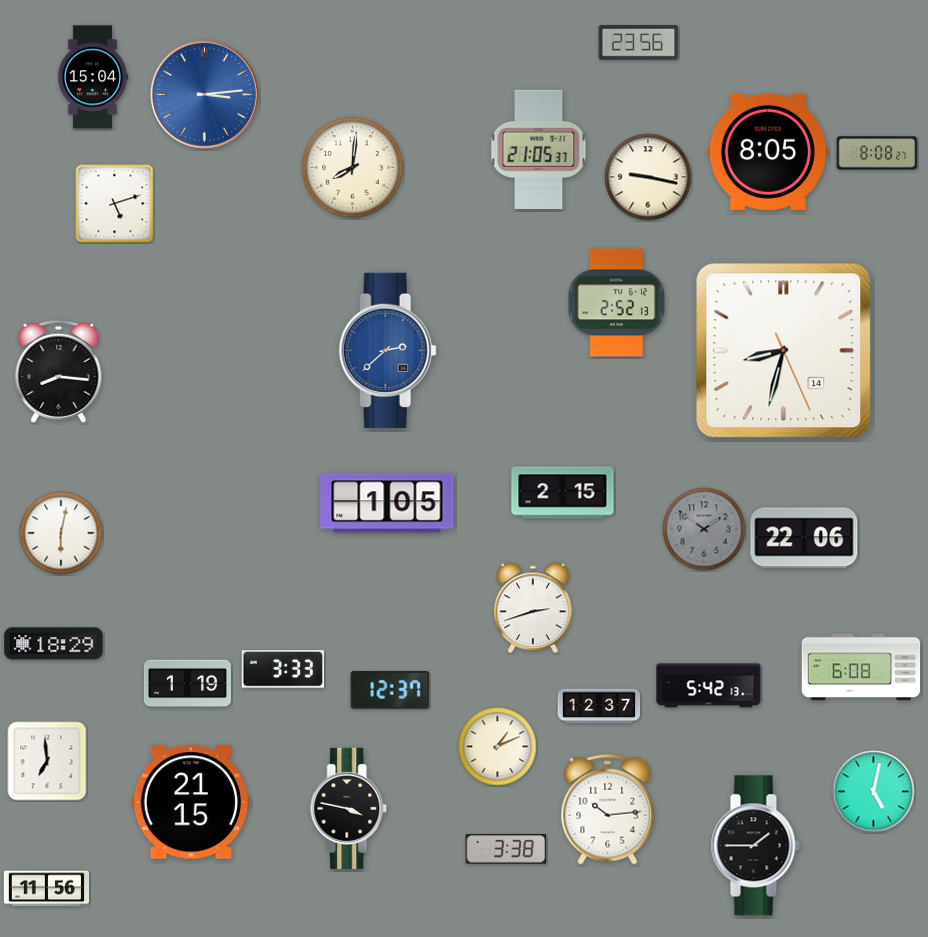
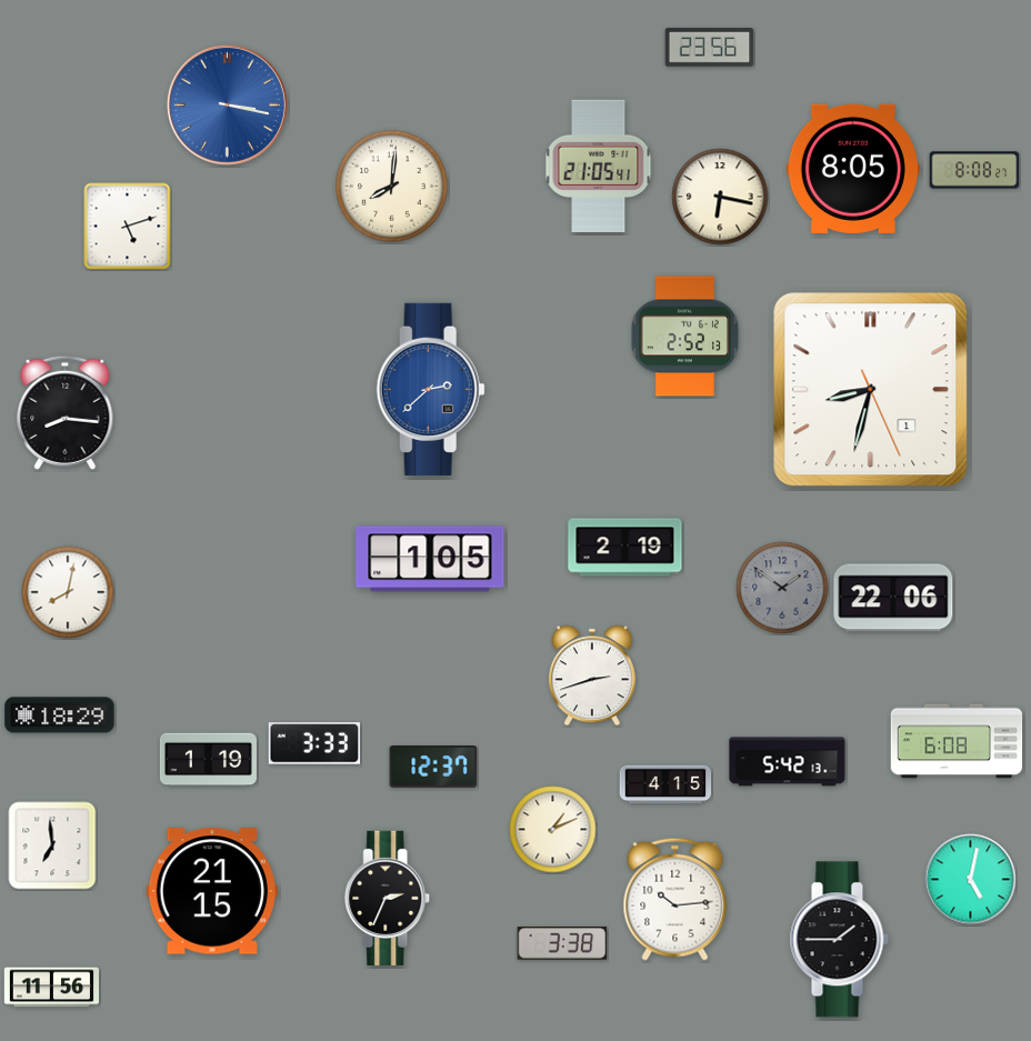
clock at (93, 77): 15:04 -> none
clock at (204, 94): 3:14 -> 3:17
clock at (539, 149): 21:05:37 -> 21:05:41
clock at (648, 177): 9:17 -> 6:17
clock at (784, 351) date: 14 -> 1
clock at (563, 493): 2:15 -> 2:19
clock at (61, 533): 6:02 -> 8:02
clock at (599, 706): 12:37 -> 4:15
clock at (349, 808): 3:47 -> 2:34
